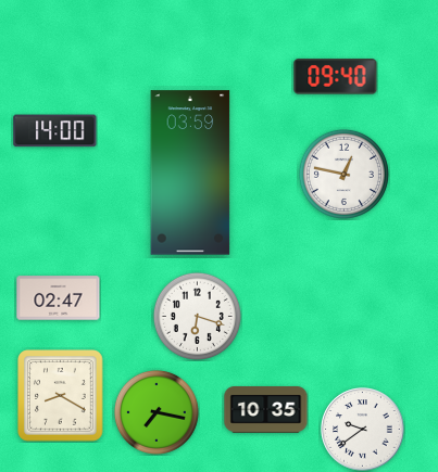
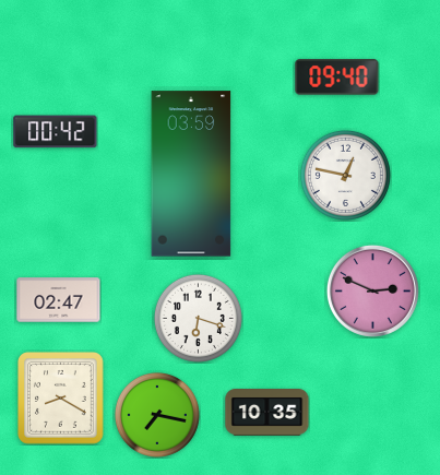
clock at (55, 131): 14:00 -> 00:42
clock at (372, 290): none -> 2:49
clock at (363, 430): 9:39 -> none
